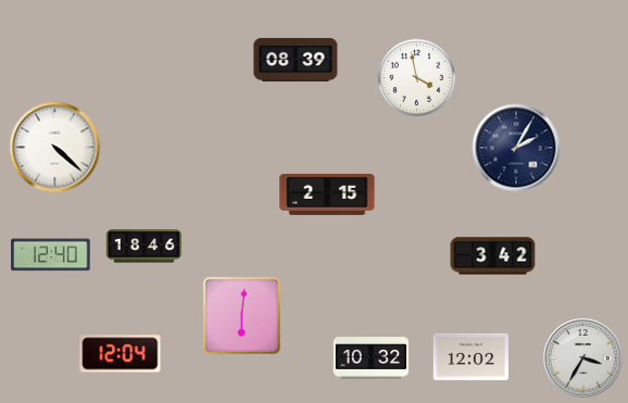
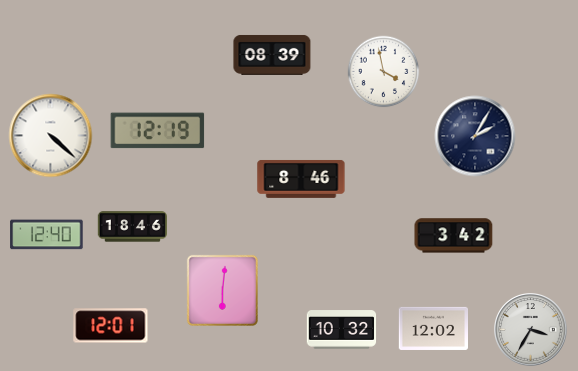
clock at (158, 131): none -> 12:19
clock at (327, 194): 2:15 -> 8:46
clock at (121, 354): 12:04 -> 12:01
clock at (583, 358) position: (583, 358) -> (531, 330)
